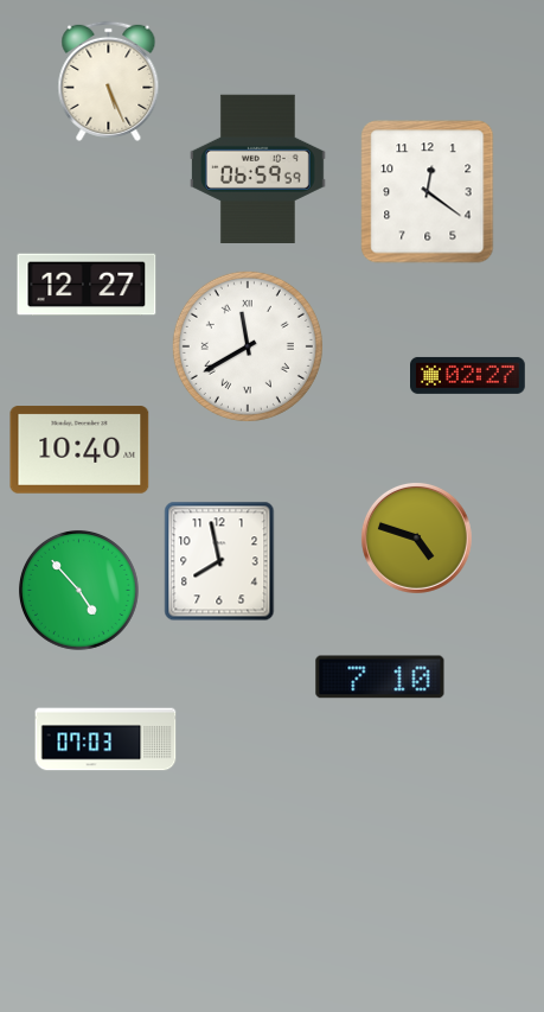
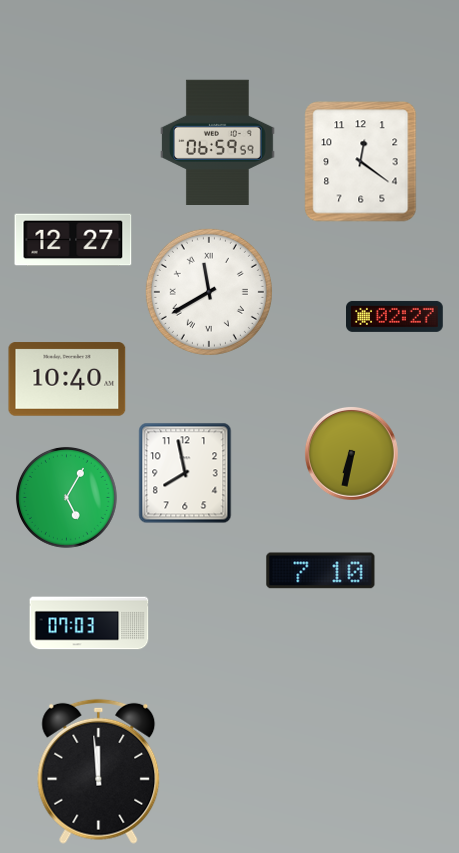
clock at (109, 81): 5:26 -> none
clock at (416, 537): 4:48 -> 6:32
clock at (78, 590): 4:53 -> 5:05
clock at (99, 771): none -> 11:59
